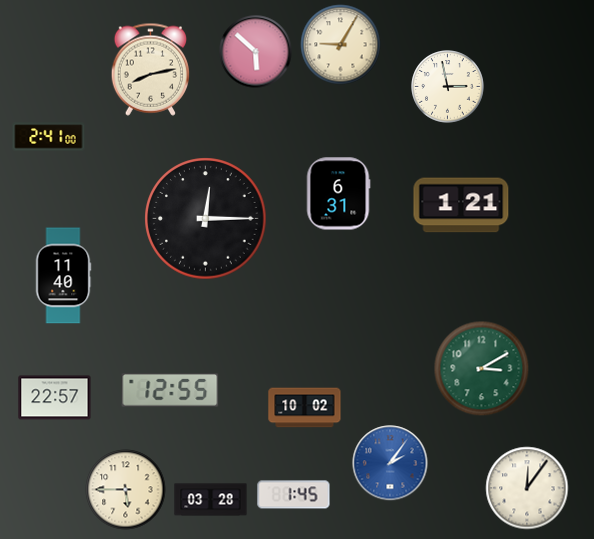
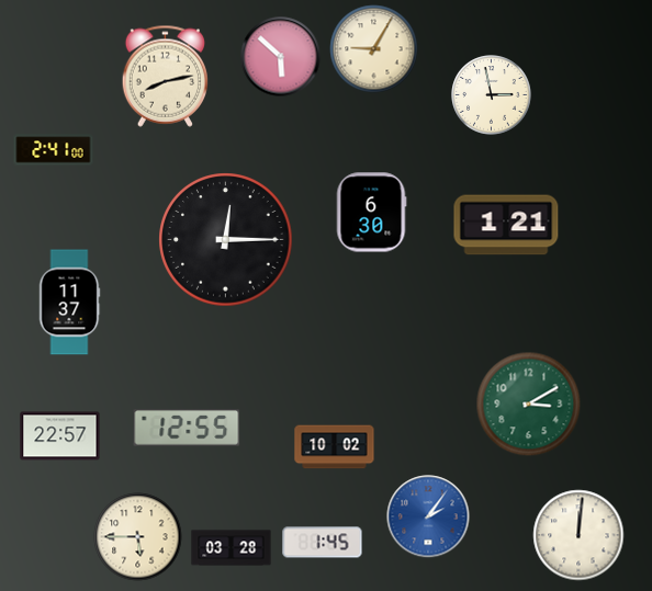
clock at (338, 194): 6:31 -> 6:30
clock at (63, 276): 11:40 -> 11:37
clock at (390, 463) position: (390, 463) -> (428, 516)
clock at (527, 488): 12:06 -> 12:01
